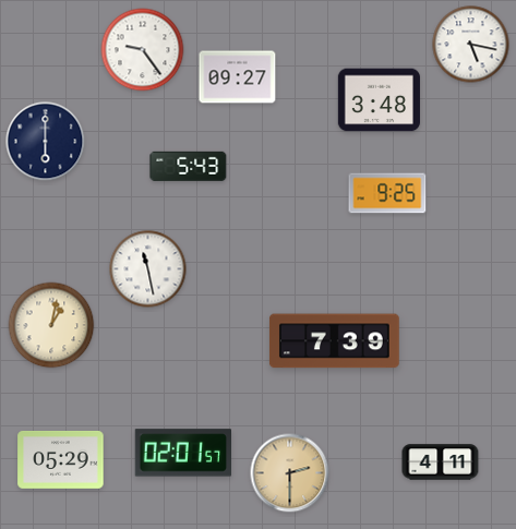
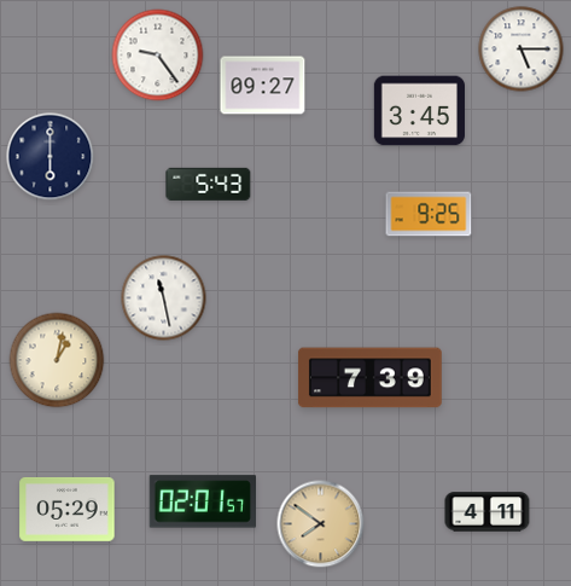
clock at (471, 45): 5:17 -> 5:15
clock at (379, 100): 3:48 -> 3:45
clock at (290, 473): 2:30 -> 7:51
